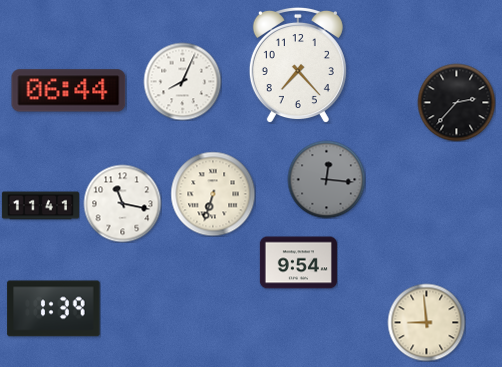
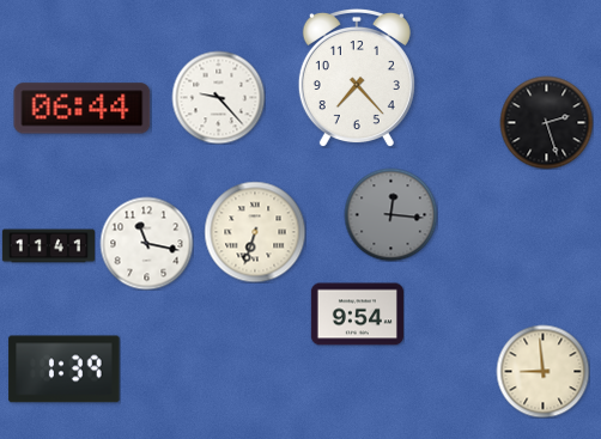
clock at (182, 81): 8:04 -> 9:23
clock at (456, 102): 2:37 -> 2:27
clock at (426, 322) position: (426, 322) -> (542, 371)
